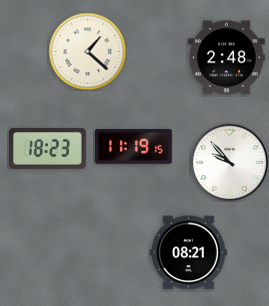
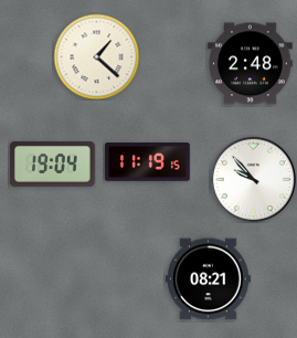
clock at (48, 148): 18:23 -> 19:04
